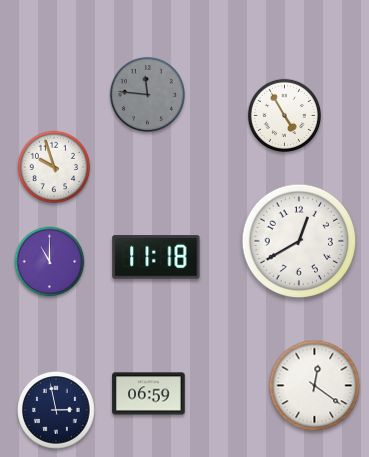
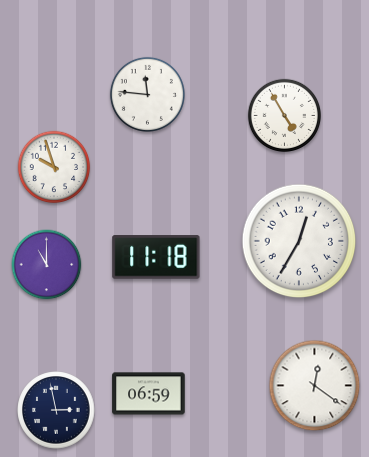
clock at (147, 94) dial: grey -> white
clock at (299, 241): 12:40 -> 12:35
clock at (50, 262) position: (50, 262) -> (47, 265)
